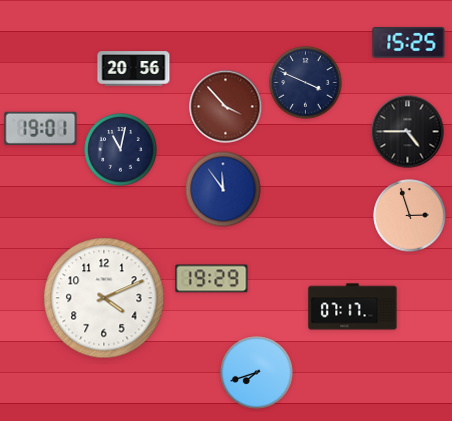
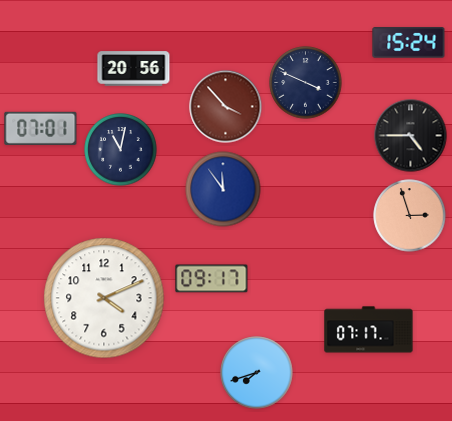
clock at (409, 43): 15:25 -> 15:24
clock at (41, 128): 19:01 -> 07:01
clock at (408, 132) position: (408, 132) -> (411, 136)
clock at (212, 279): 19:29 -> 09:17
clock at (353, 307) position: (353, 307) -> (369, 330)
